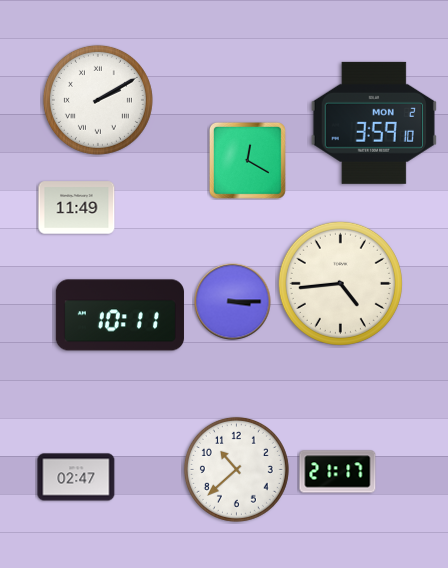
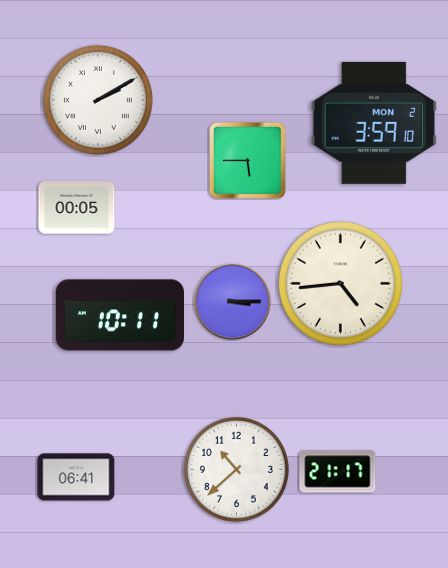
clock at (247, 160): 12:20 -> 5:45
clock at (77, 208): 11:49 -> 00:05
clock at (76, 477): 02:47 -> 06:41
